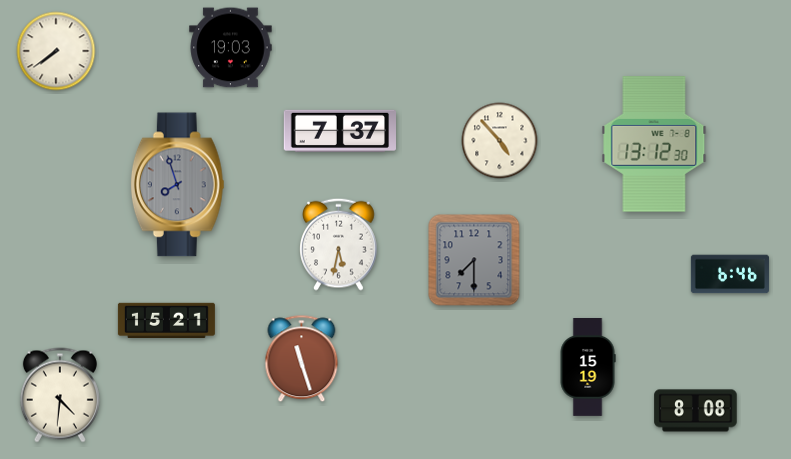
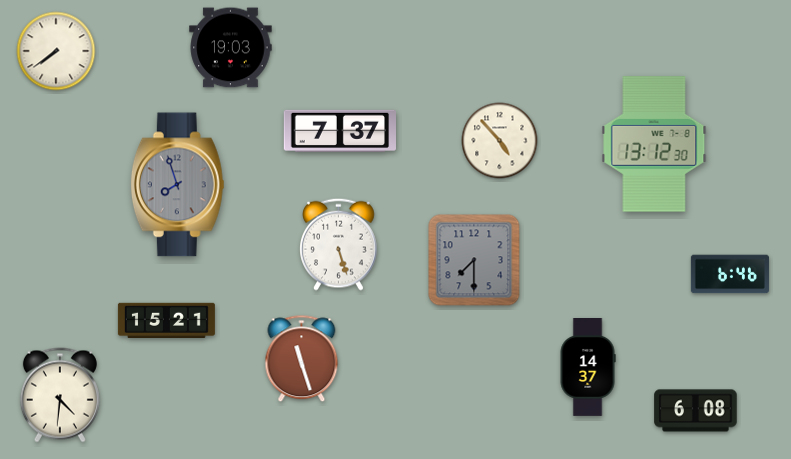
clock at (339, 244): 5:32 -> 5:27
clock at (588, 368): 15:19 -> 14:37
clock at (696, 411): 8:08 -> 6:08
